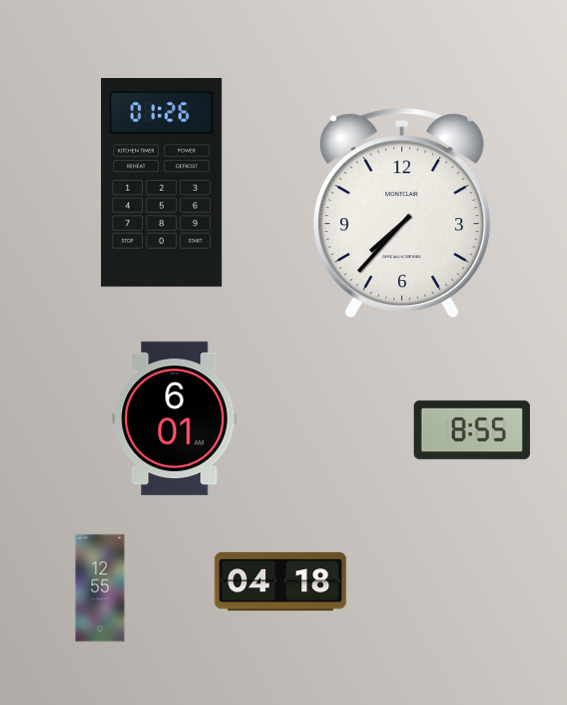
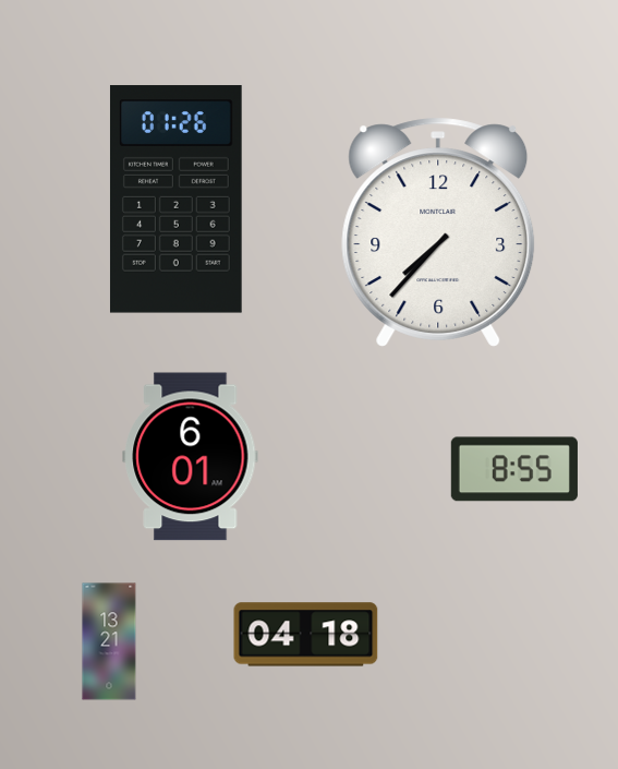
clock at (100, 588): 12:55 -> 13:21
